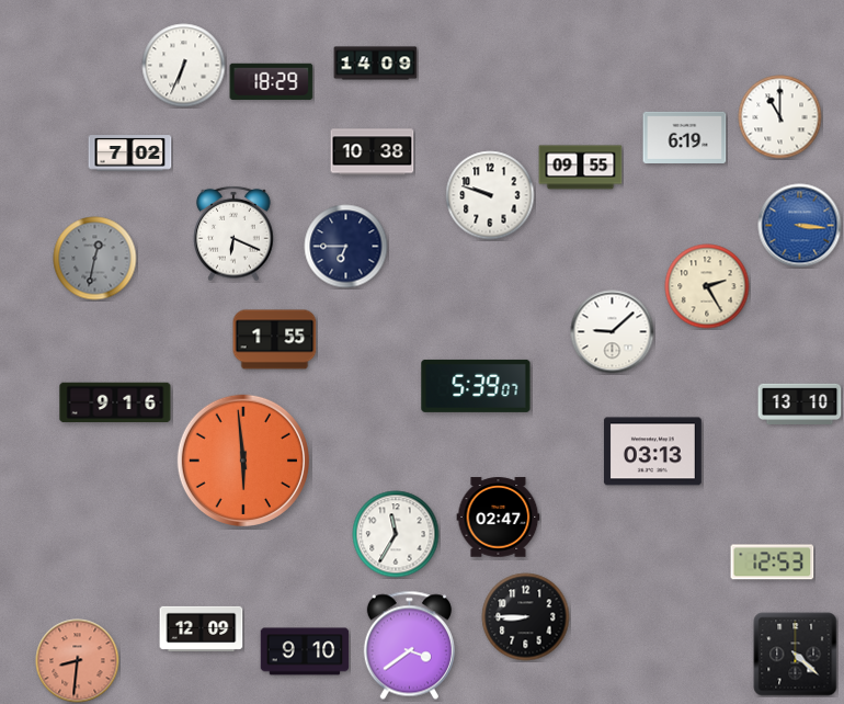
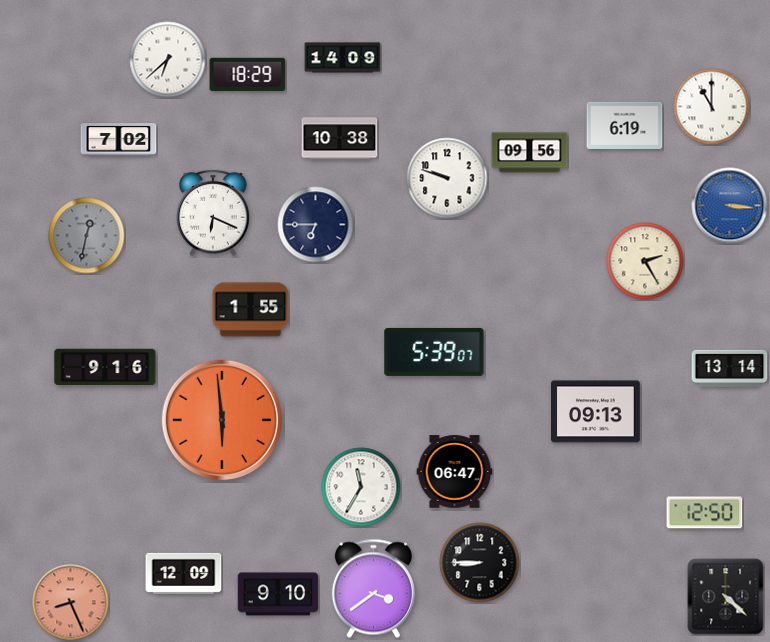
clock at (184, 66): 6:34 -> 6:38
clock at (581, 168): 09:55 -> 09:56
clock at (613, 332): 9:08 -> none
clock at (800, 404): 13:10 -> 13:14
clock at (652, 452): 03:13 -> 09:13
clock at (499, 518): 02:47 -> 06:47
clock at (773, 563): 12:53 -> 12:50
clock at (78, 661): 8:31 -> 8:26
